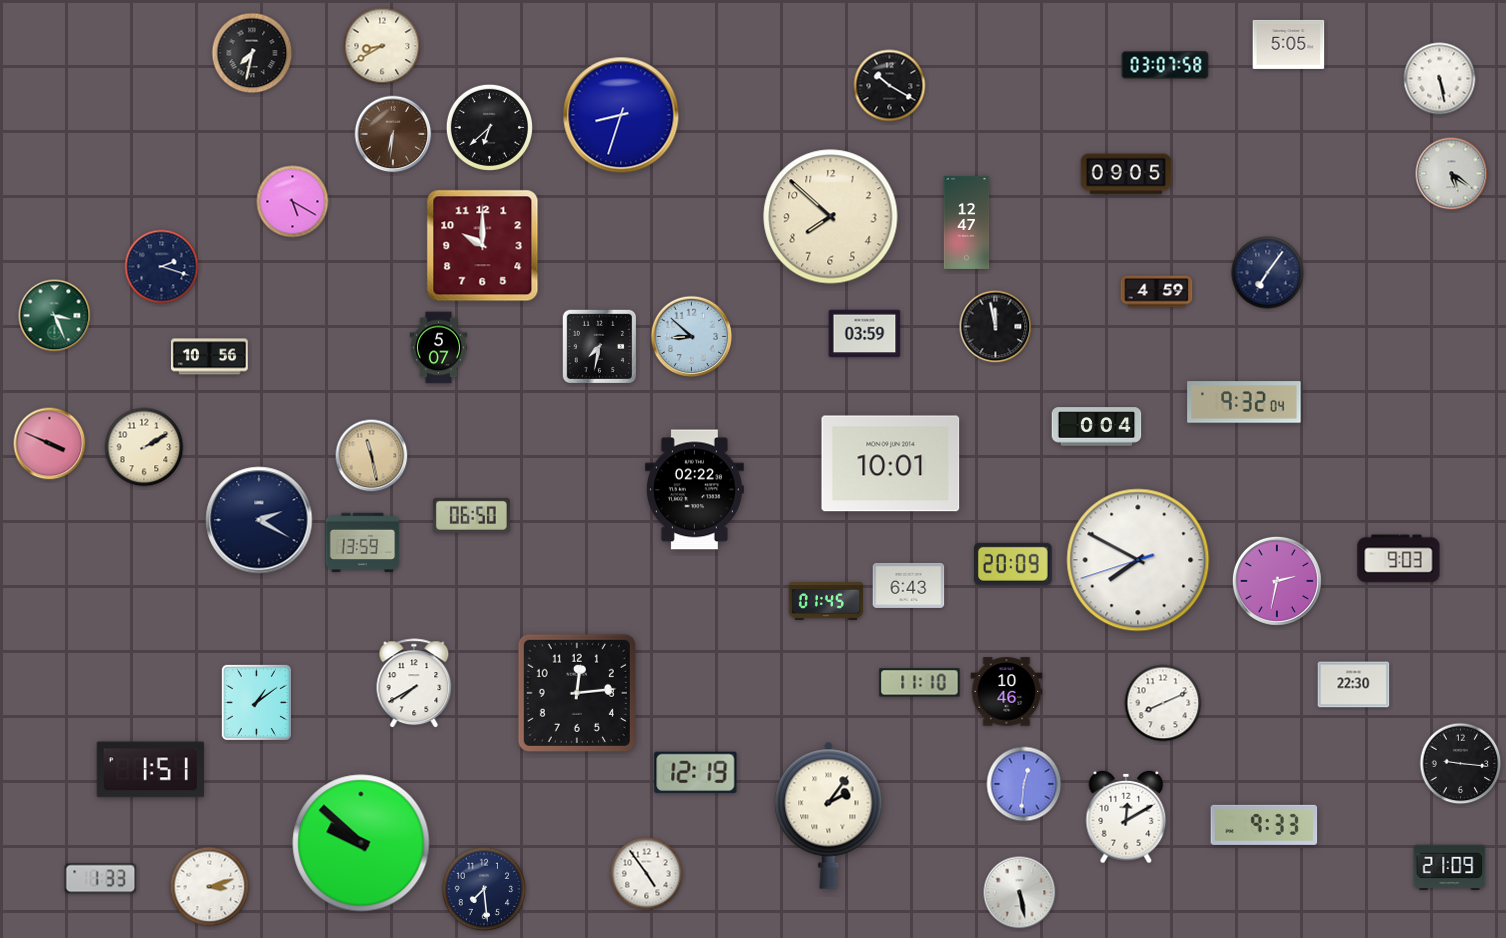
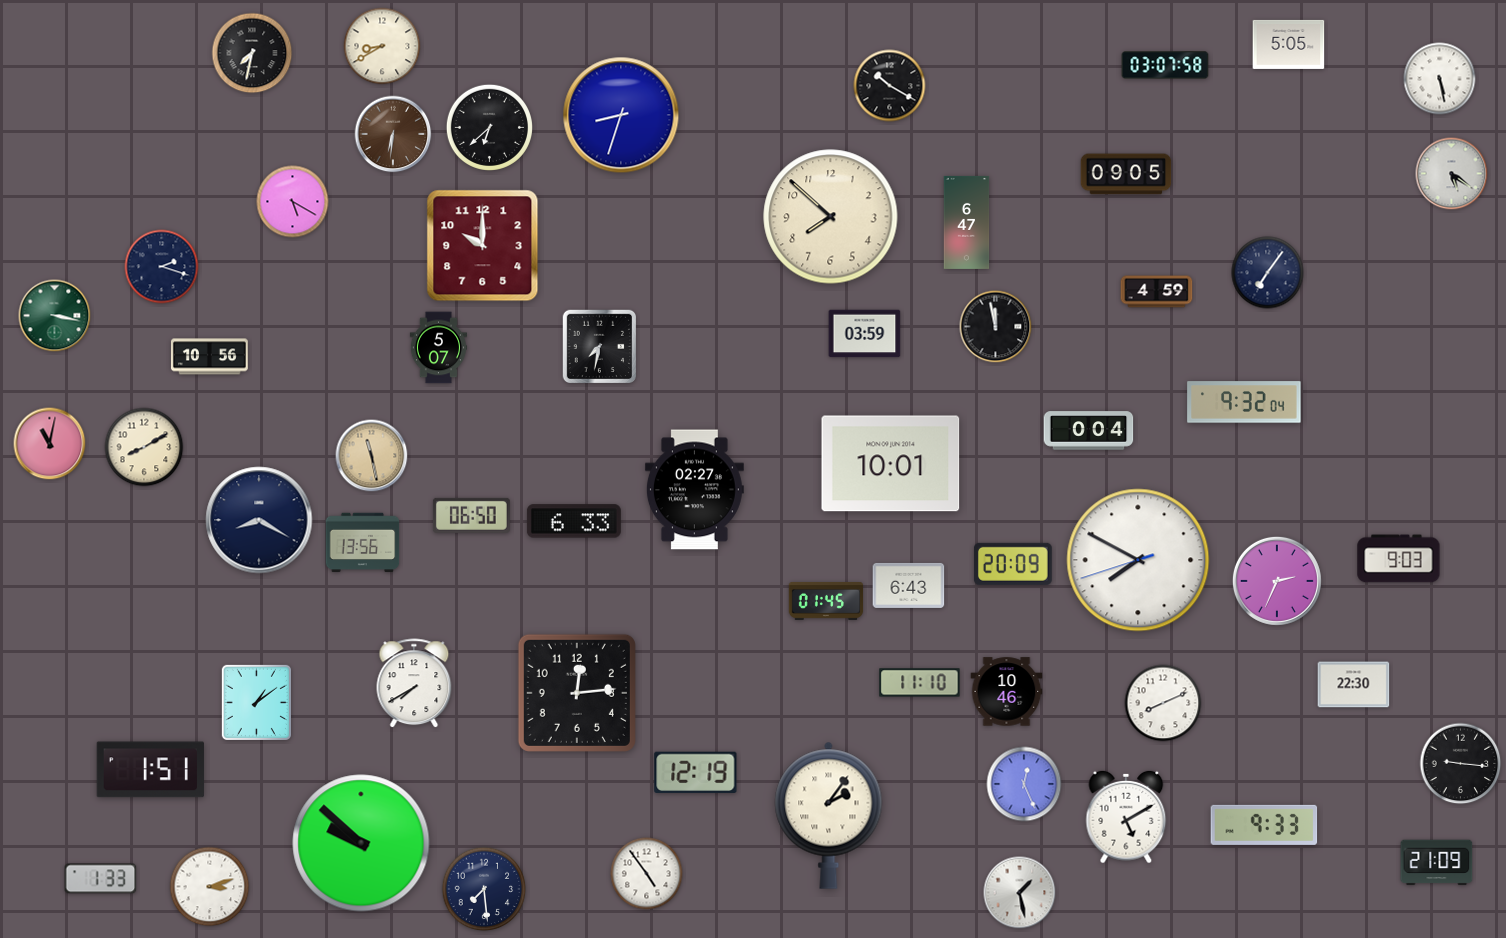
clock at (967, 222): 12:47 -> 6:47
clock at (55, 316): 3:26 -> 3:17
clock at (692, 337): 8:52 -> none
clock at (1097, 427) position: (1097, 427) -> (1089, 431)
clock at (50, 444): 3:49 -> 11:02
clock at (144, 447): 2:10 -> 8:10
clock at (694, 490): 02:22 -> 02:27
clock at (259, 520): 2:20 -> 8:20
clock at (574, 521): none -> 6:33
clock at (363, 543): 13:59 -> 13:56
clock at (1277, 581): 2:32 -> 2:34
clock at (1024, 784): 12:31 -> 12:26
clock at (1126, 817): 12:10 -> 5:10
clock at (1450, 868) position: (1450, 868) -> (1437, 863)
clock at (1020, 893): 5:28 -> 1:28
